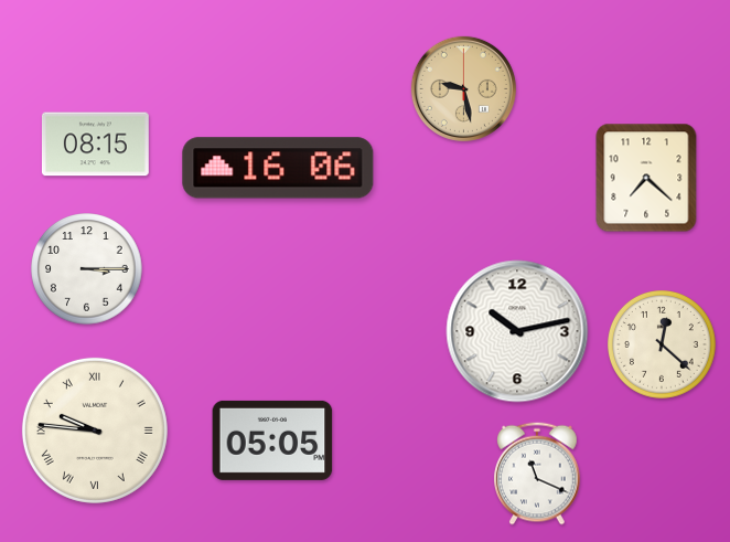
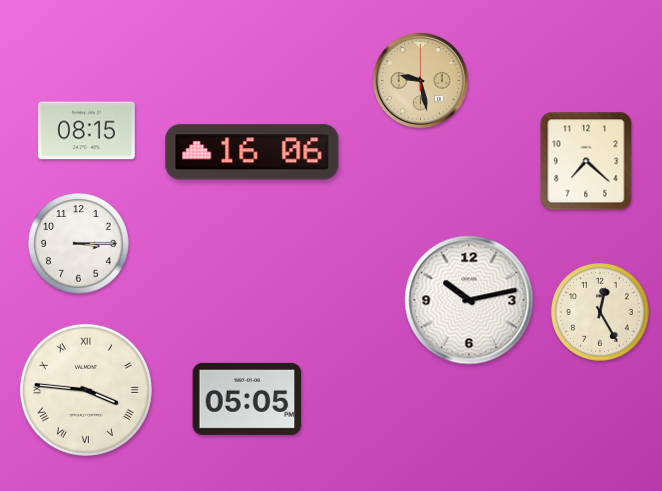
clock at (663, 346): 12:22 -> 12:25
clock at (95, 431): 9:46 -> 3:46
clock at (538, 474): 11:19 -> none
